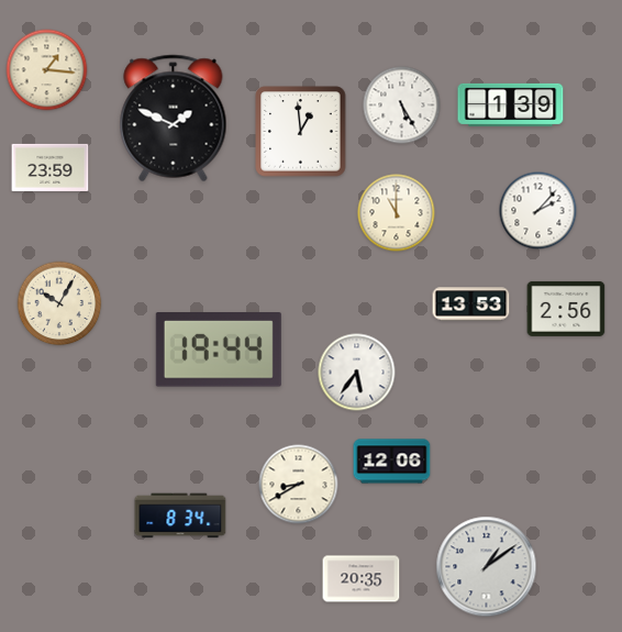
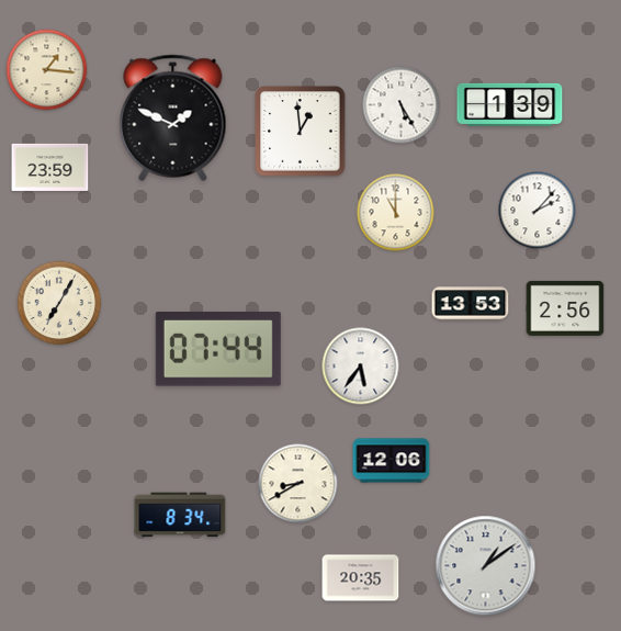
clock at (59, 303): 10:05 -> 7:05
clock at (219, 350): 19:44 -> 07:44
clock at (357, 373) position: (357, 373) -> (361, 367)
